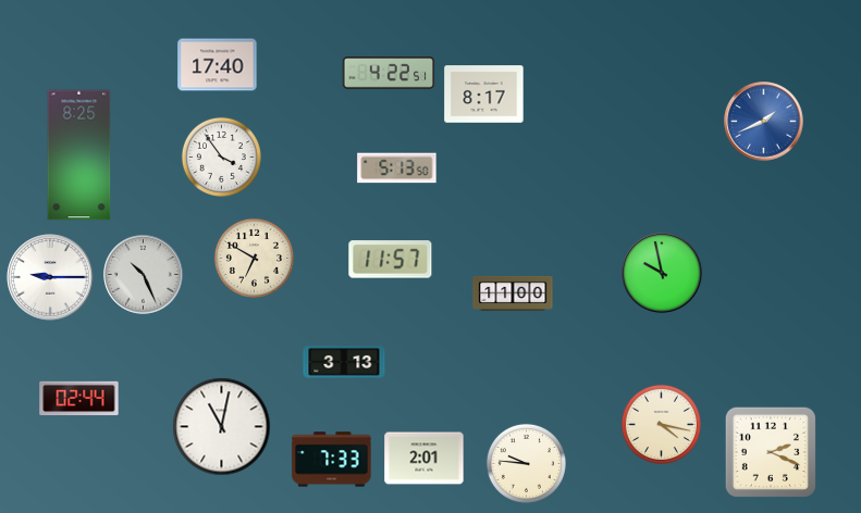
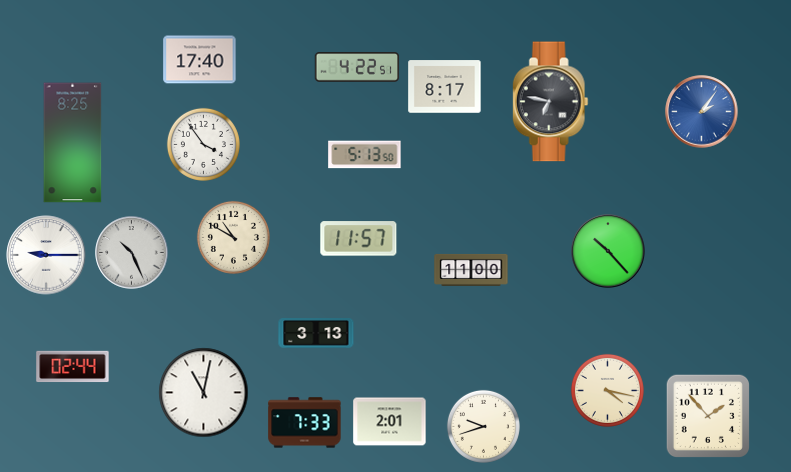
clock at (550, 102): none -> 6:47
clock at (764, 122): 1:41 -> 2:06
clock at (254, 258): 6:50 -> 10:50
clock at (662, 273): 9:58 -> 10:23
clock at (770, 451): 2:19 -> 1:53
clock at (526, 463): 9:46 -> 9:42
